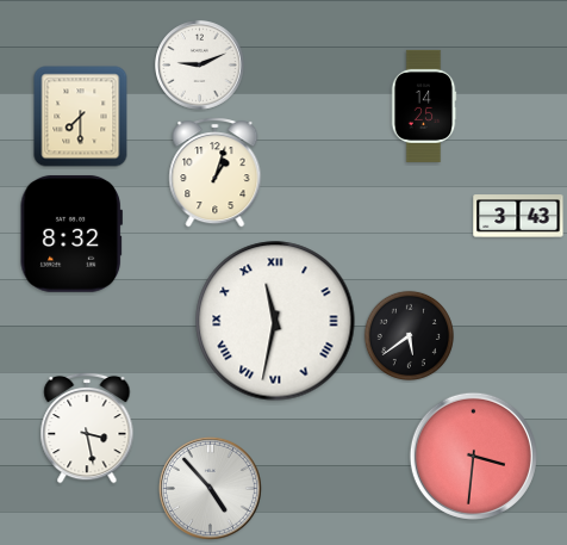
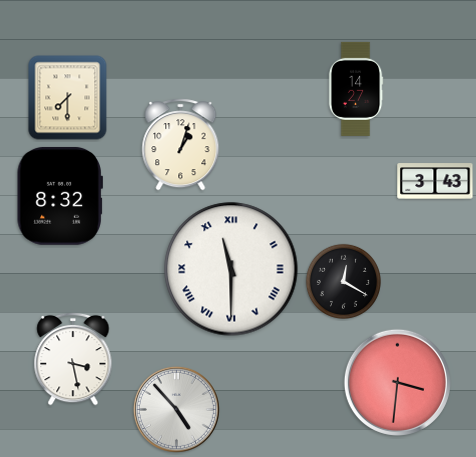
clock at (200, 66): 9:11 -> none
clock at (424, 106): 14:25 -> 14:27
clock at (275, 321): 11:32 -> 11:30
clock at (409, 335): 5:39 -> 12:20
